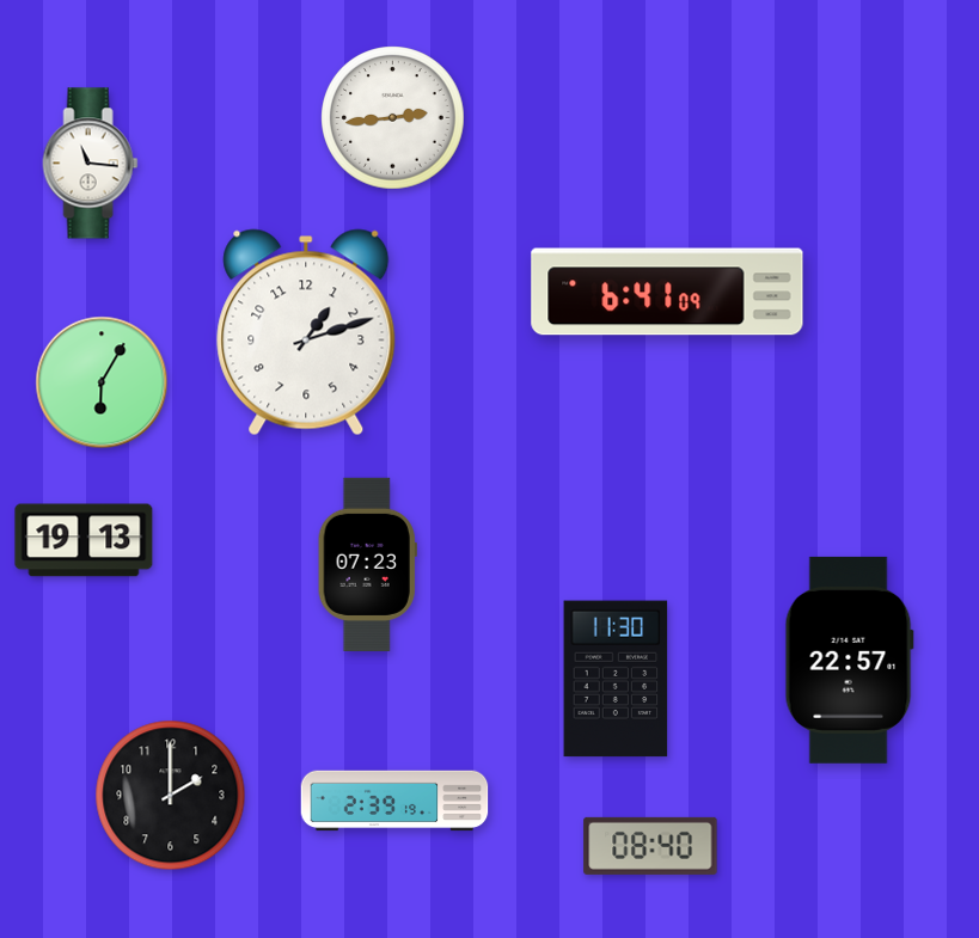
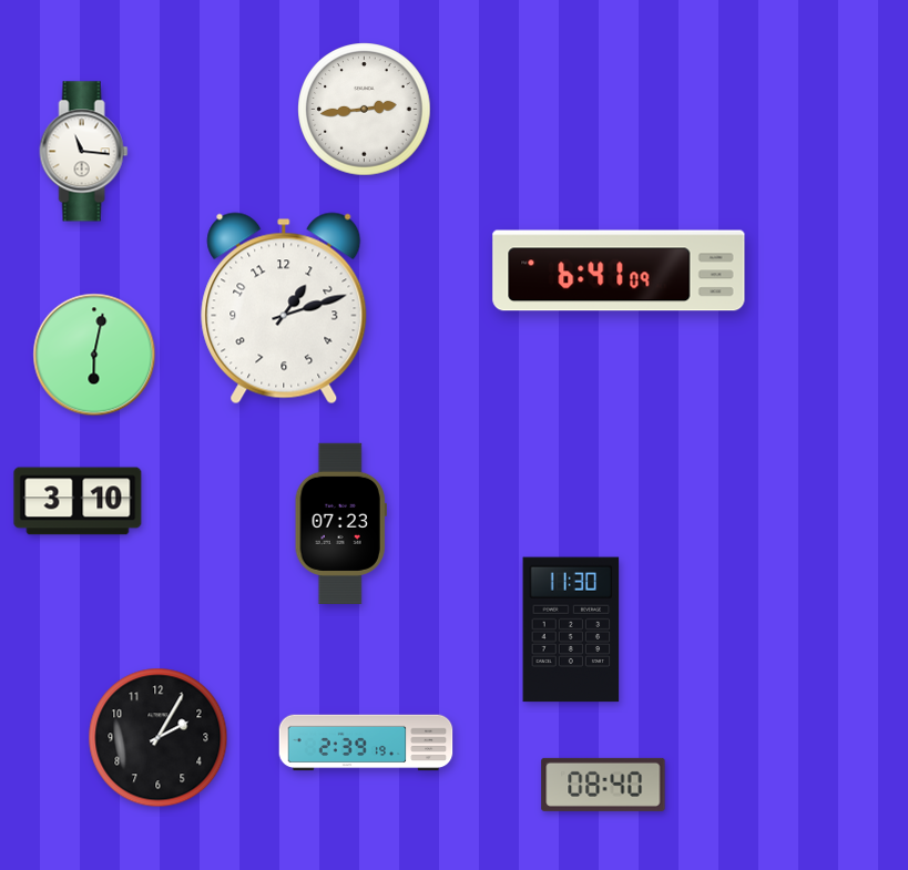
clock at (102, 382): 6:05 -> 6:02
clock at (84, 540): 19:13 -> 3:10
clock at (849, 660): 22:57 -> none
clock at (171, 796): 2:00 -> 2:05
